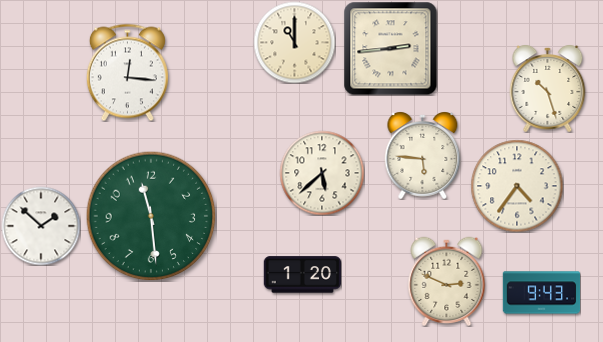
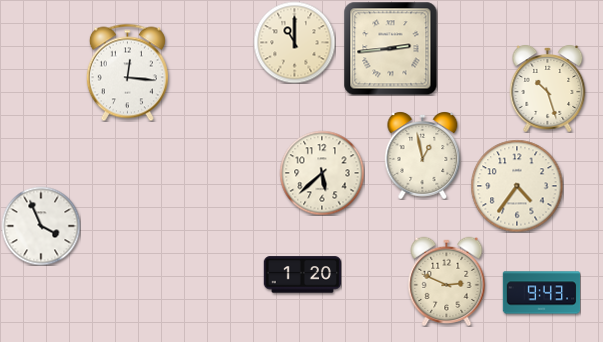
clock at (423, 155): 5:46 -> 12:58
clock at (151, 216): 11:29 -> none
clock at (41, 226): 1:52 -> 3:56
